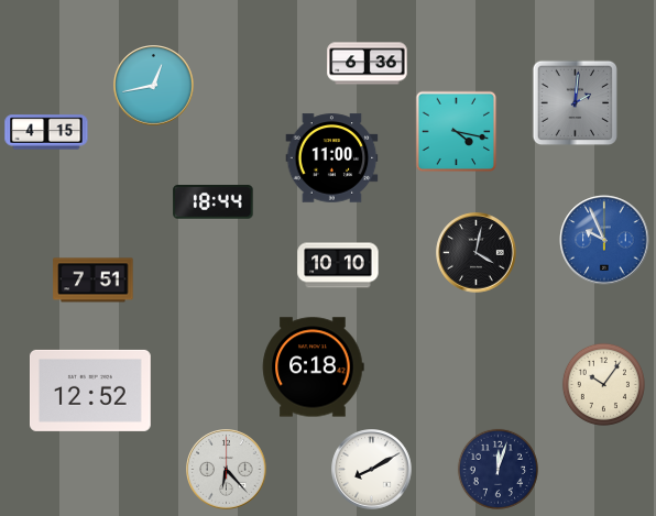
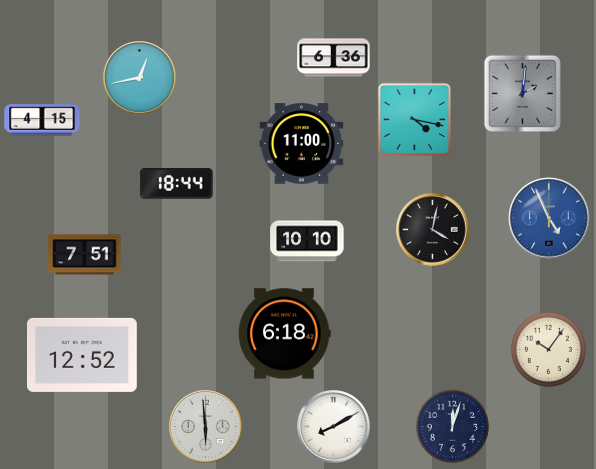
clock at (214, 202) position: (214, 202) -> (177, 184)
clock at (604, 240): 9:56 -> 4:56
clock at (227, 470): 6:23 -> 5:59
clock at (372, 470) position: (372, 470) -> (334, 427)
